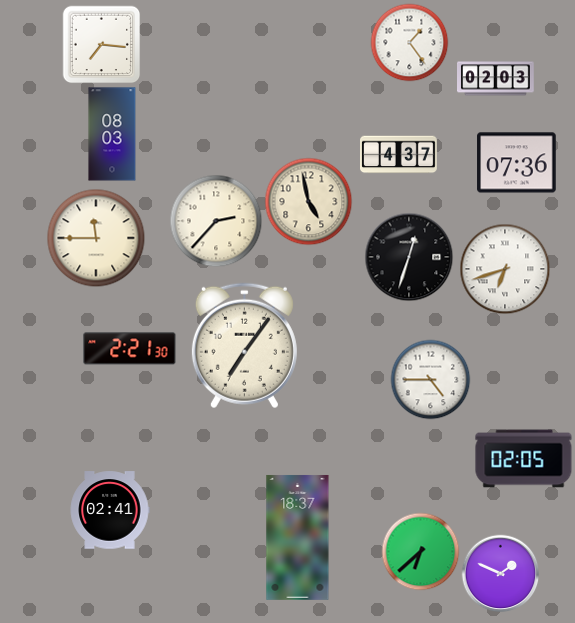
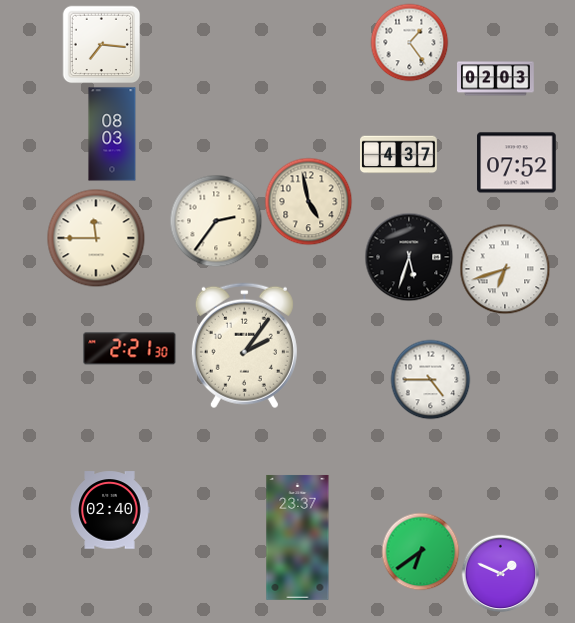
clock at (517, 163): 07:36 -> 07:52
clock at (216, 221): 2:37 -> 2:36
clock at (409, 257): 12:33 -> 5:33
clock at (244, 346): 7:06 -> 2:06
clock at (524, 459): 02:05 -> none
clock at (110, 510): 02:41 -> 02:40
clock at (298, 538): 18:37 -> 23:37
clock at (420, 551): 6:38 -> 6:39
